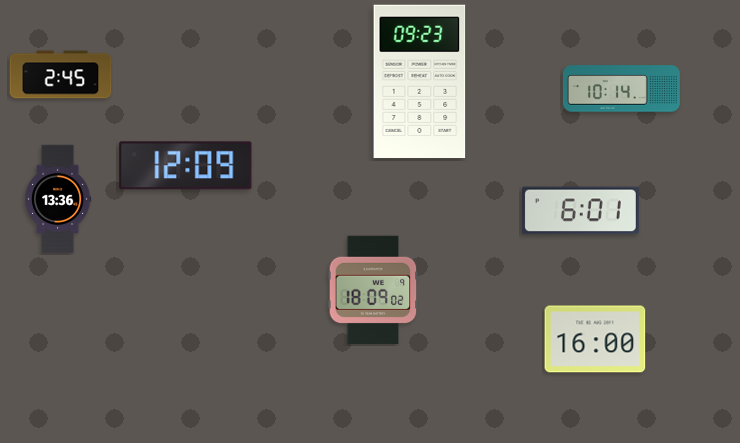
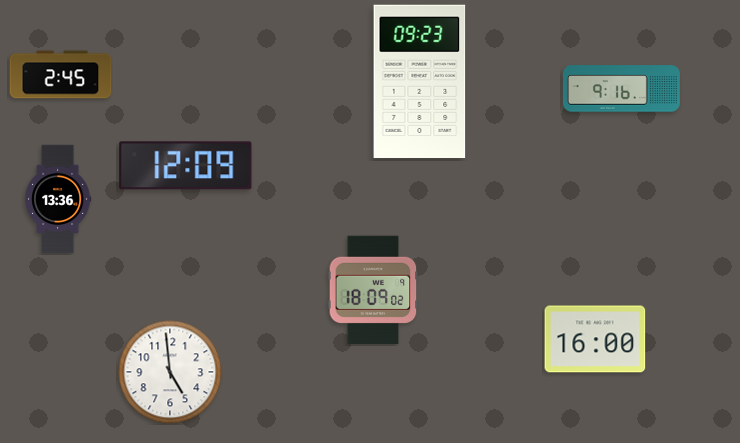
clock at (621, 89): 10:14 -> 9:16
clock at (580, 211): 6:01 -> none
clock at (170, 372): none -> 4:59
